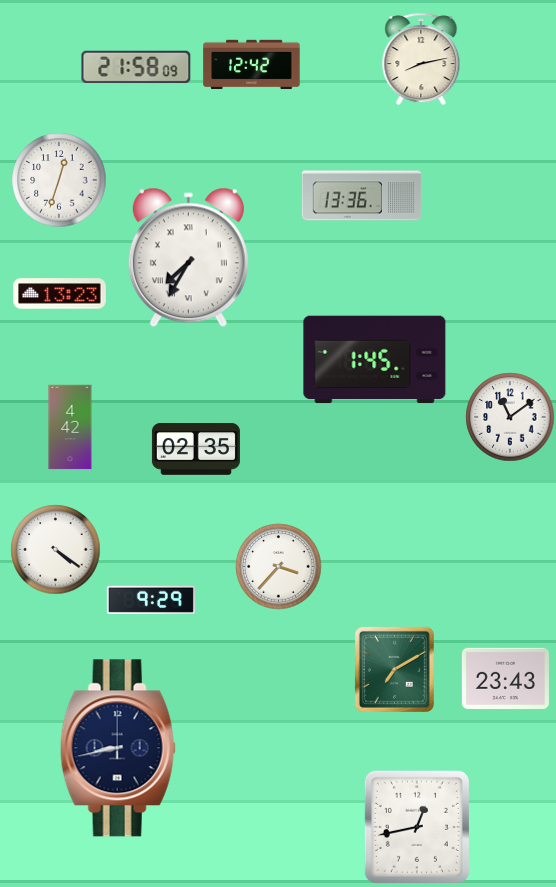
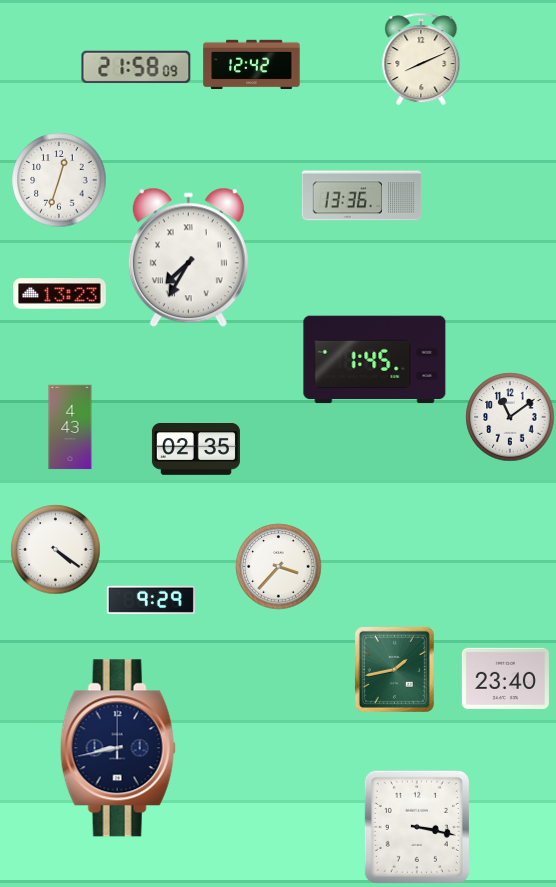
clock at (421, 59): 8:13 -> 8:11
clock at (70, 427): 4:42 -> 4:43
clock at (394, 669): 7:10 -> 1:43
clock at (505, 679): 23:43 -> 23:40
clock at (417, 827): 12:43 -> 3:17
